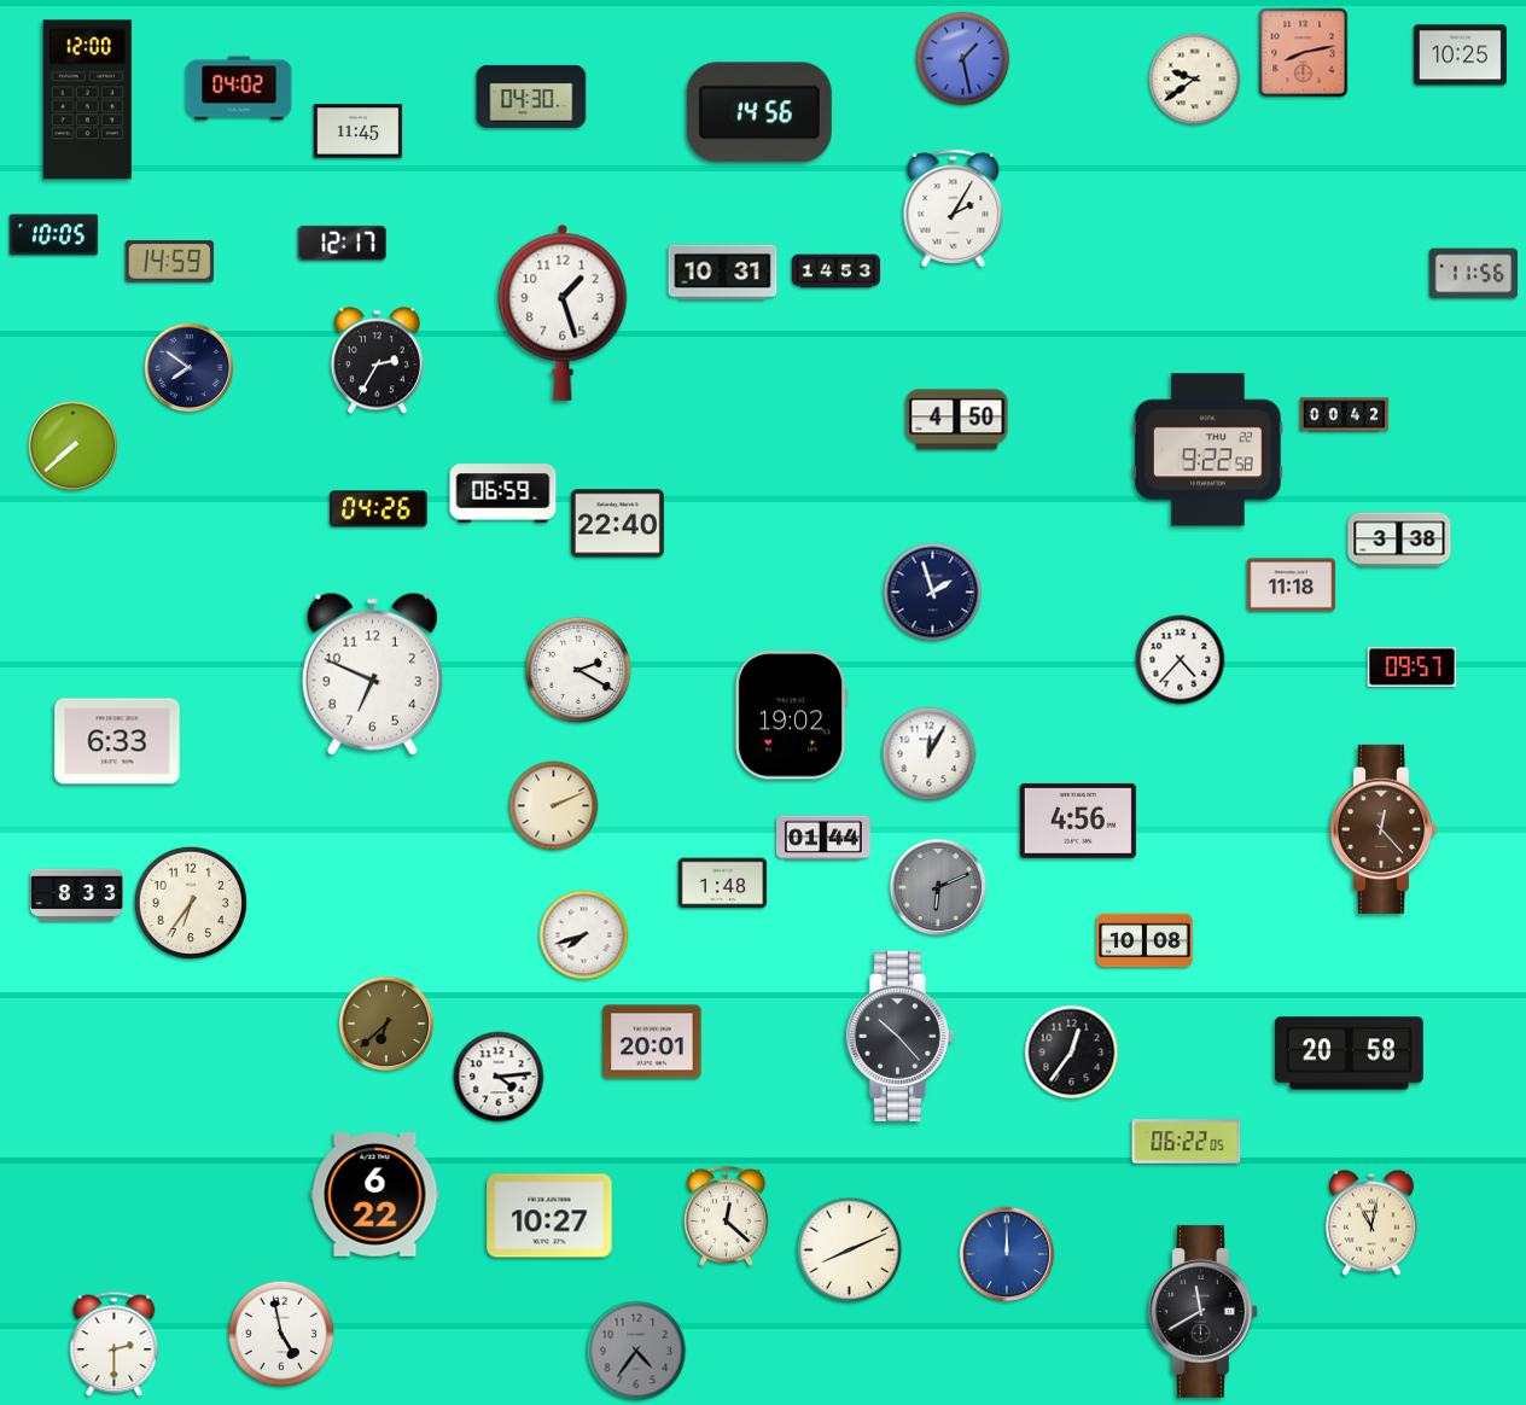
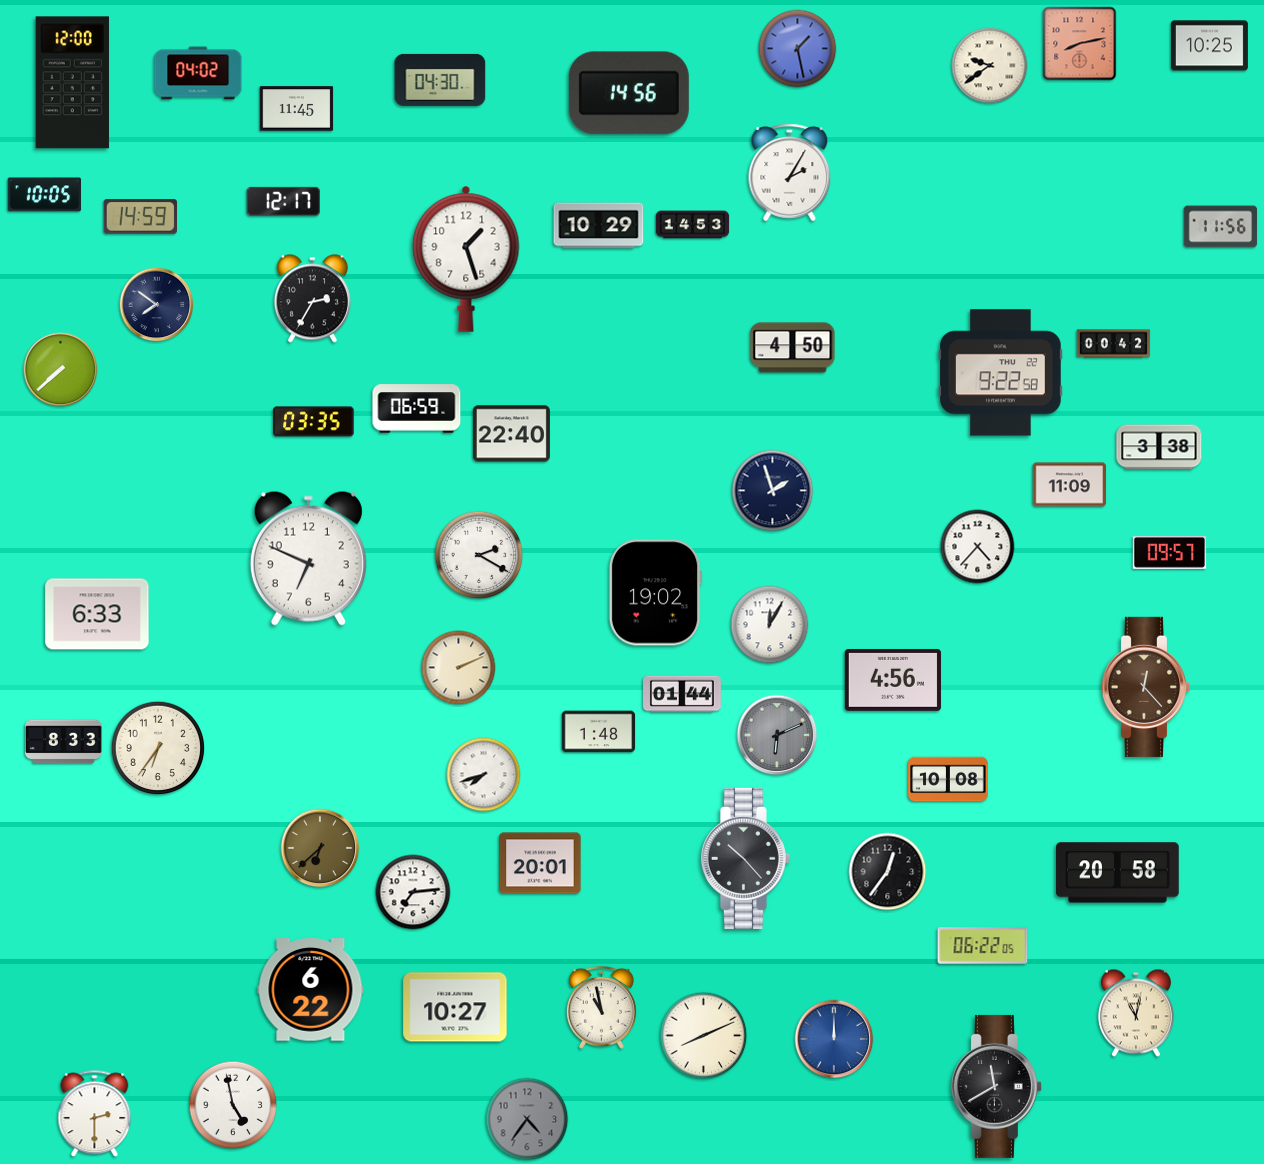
clock at (723, 273): 10:31 -> 10:29
clock at (379, 509): 04:26 -> 03:35
clock at (1292, 585): 11:18 -> 11:09
clock at (499, 1077): 4:14 -> 7:14
clock at (726, 1215): 12:22 -> 10:58
